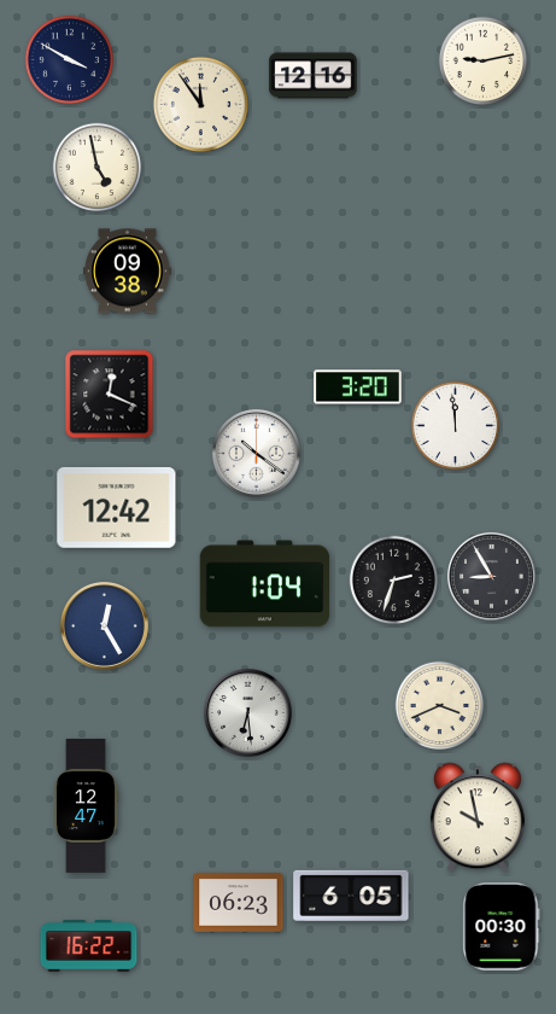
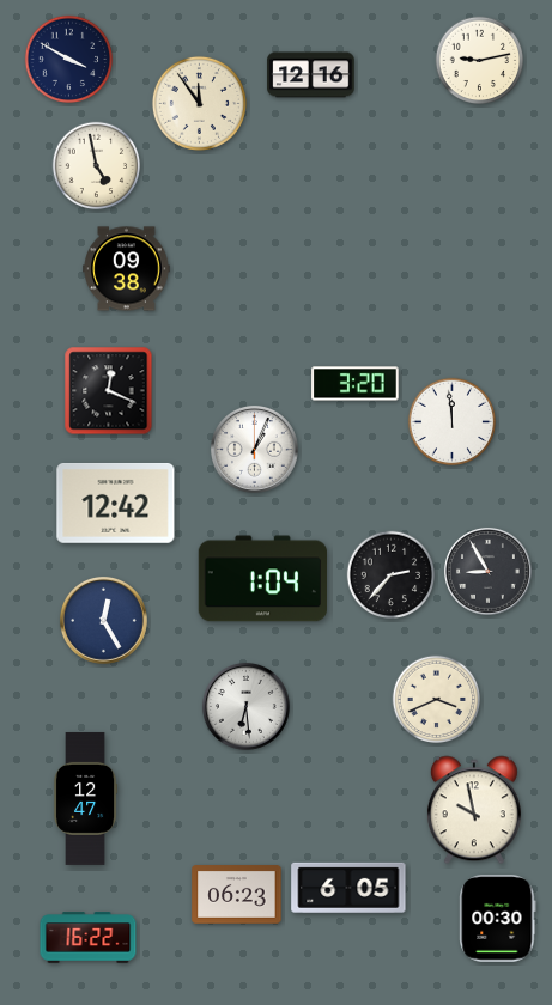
clock at (256, 453): 10:21 -> 1:04
clock at (394, 581): 2:33 -> 2:37
